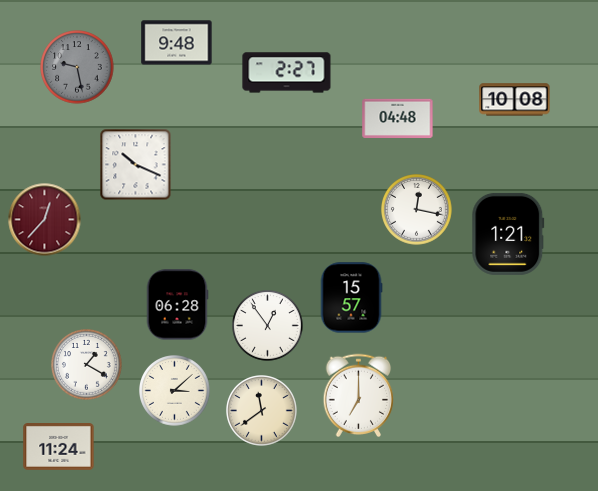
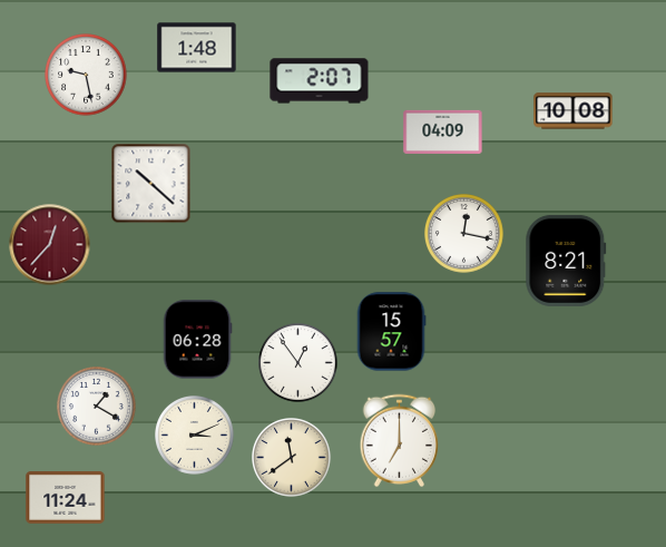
clock at (177, 43): 9:48 -> 1:48
clock at (77, 67) dial: grey -> white
clock at (287, 73): 2:27 -> 2:07
clock at (398, 118): 04:48 -> 04:09
clock at (136, 165): 10:19 -> 10:22
clock at (508, 234): 1:21 -> 8:21
clock at (175, 391): 3:08 -> 3:11
